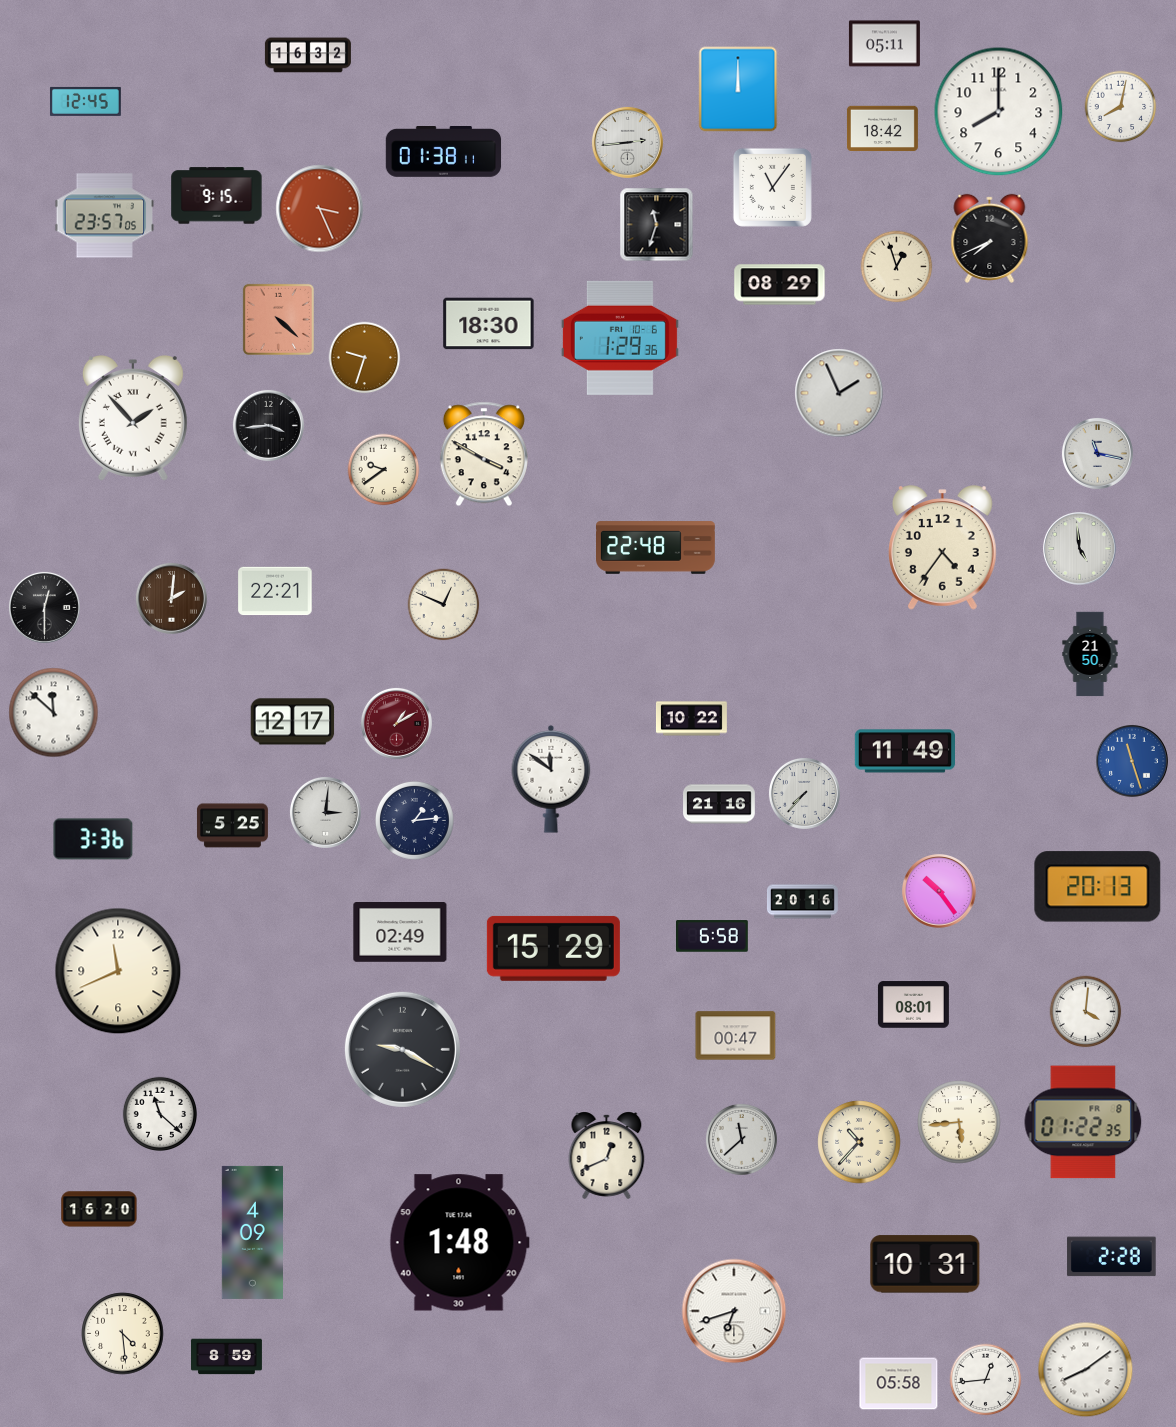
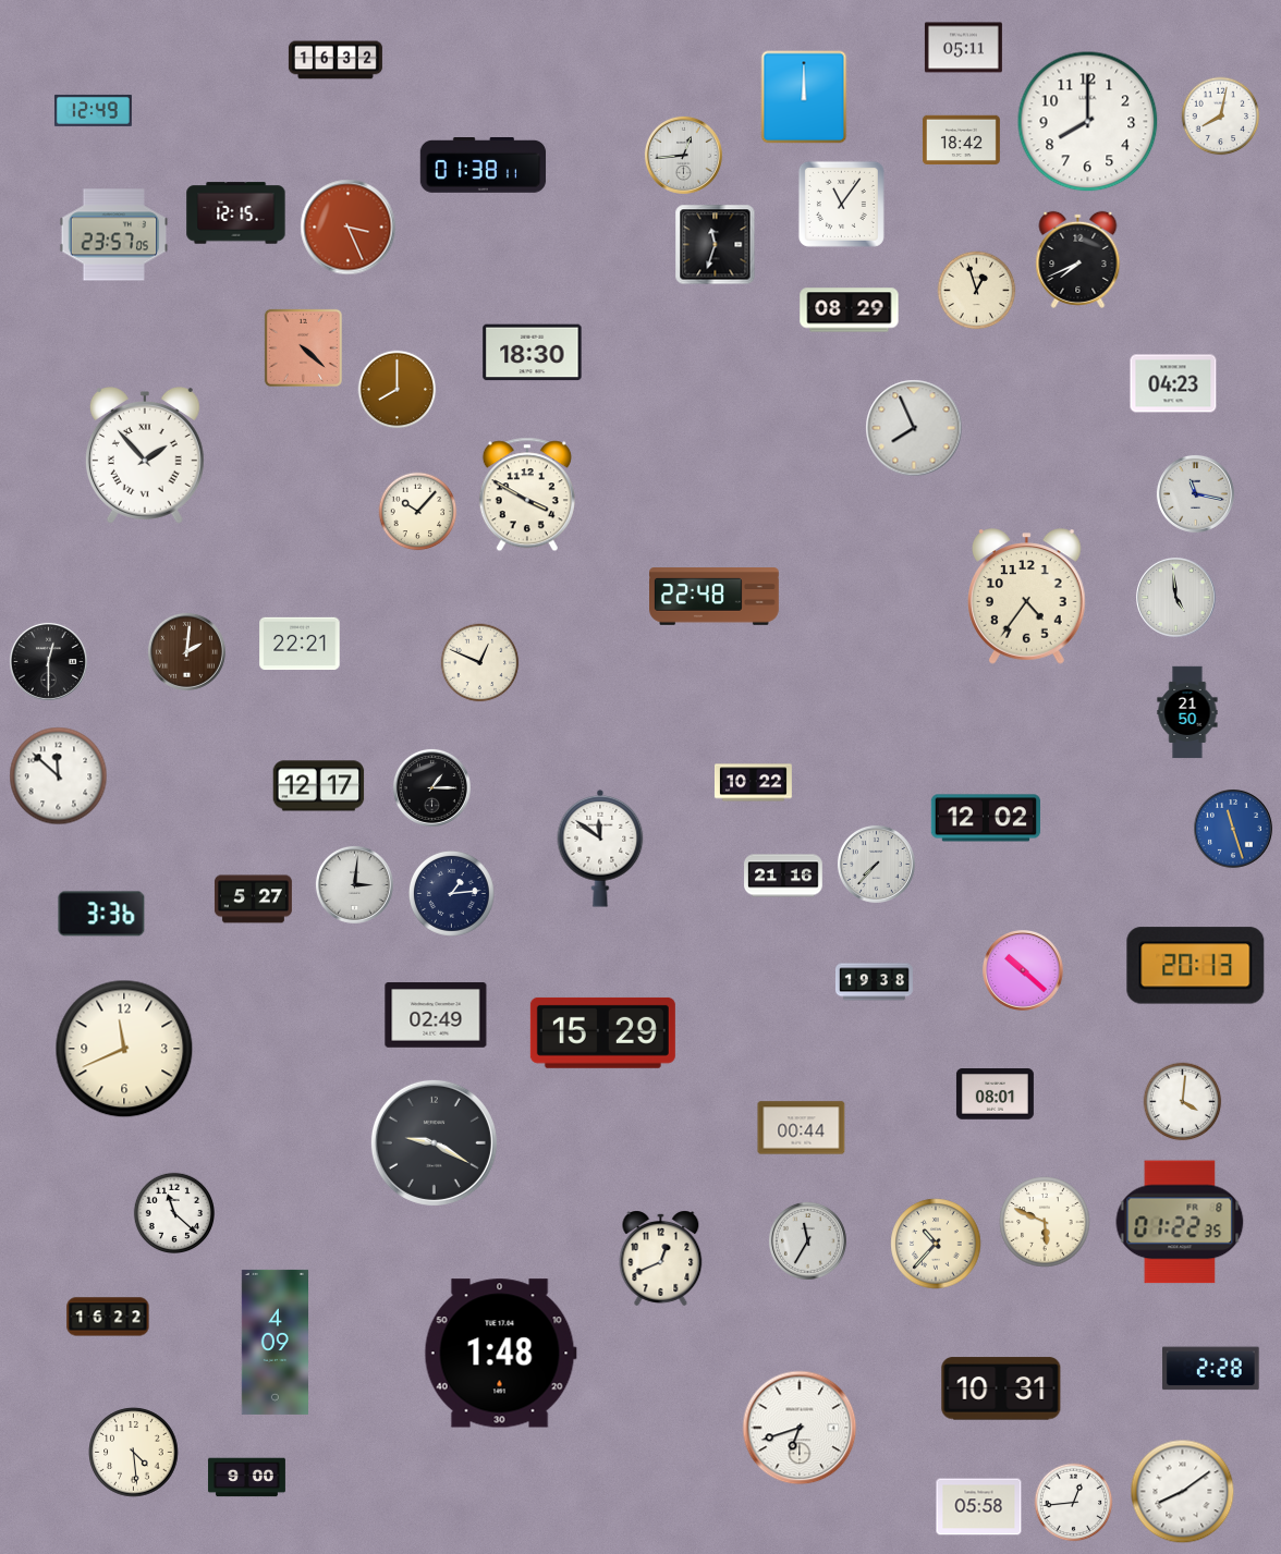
clock at (85, 101): 12:45 -> 12:49
clock at (627, 142): 2:44 -> 12:44
clock at (217, 196): 9:15 -> 12:15
clock at (620, 338): 1:29 -> none
clock at (1173, 383): none -> 04:23
clock at (365, 358): 9:33 -> 8:00
clock at (839, 393): 1:56 -> 7:56
clock at (268, 425): 3:44 -> none
clock at (384, 470): 9:39 -> 10:07
clock at (444, 605) position: (444, 605) -> (480, 663)
clock at (396, 723): 1:10 -> 1:15
clock at (396, 723) dial: burgundy -> black
clock at (904, 751): 11:49 -> 12:02
clock at (232, 826): 5:25 -> 5:27
clock at (940, 892): 10:24 -> 10:22
clock at (802, 902): 20:16 -> 19:38
clock at (713, 936): 6:58 -> none
clock at (118, 971) position: (118, 971) -> (124, 1049)
clock at (736, 1036): 00:47 -> 00:44
clock at (402, 1049) position: (402, 1049) -> (434, 1142)
clock at (959, 1122): 5:44 -> 5:49
clock at (741, 1139): 11:38 -> 11:35
clock at (99, 1209): 16:20 -> 16:22
clock at (925, 1264) position: (925, 1264) -> (1001, 1388)
clock at (226, 1357): 8:59 -> 9:00
